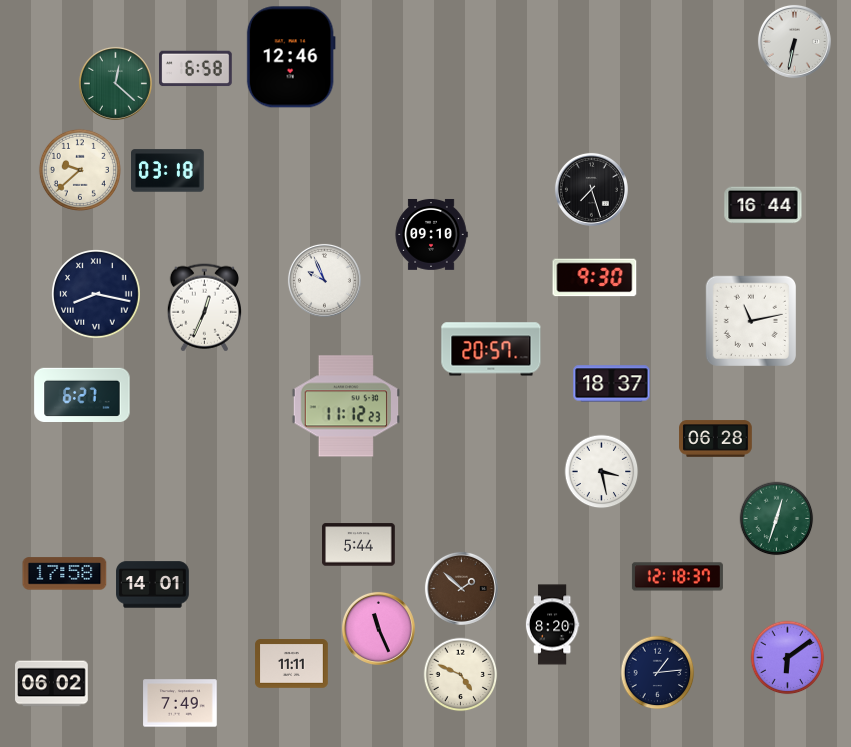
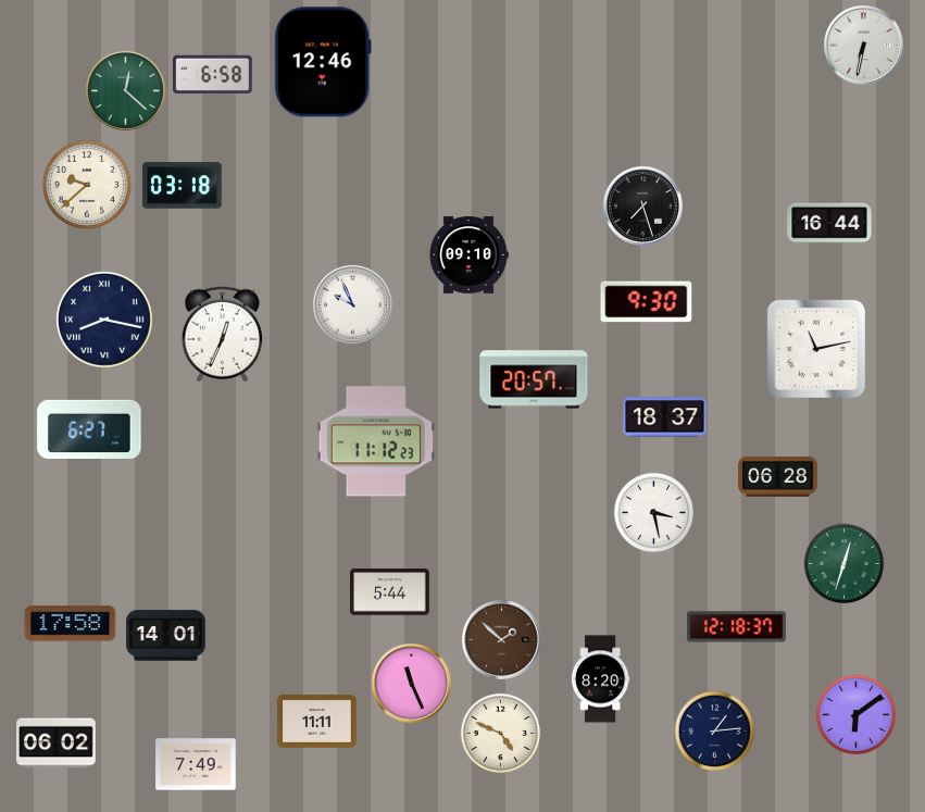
clock at (291, 57) position: (291, 57) -> (323, 62)
